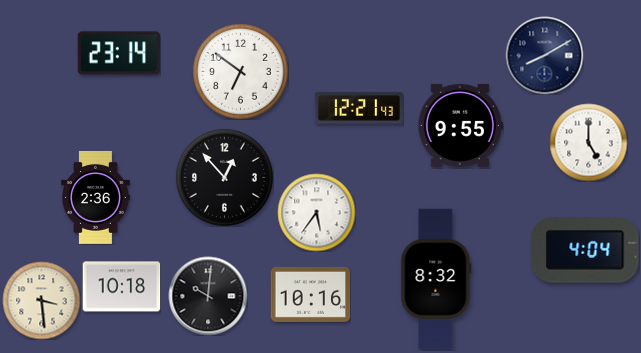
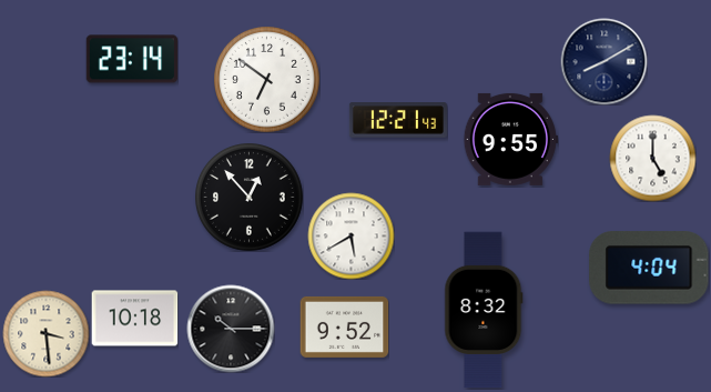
clock at (96, 197): 2:36 -> none
clock at (316, 212): 5:36 -> 5:40
clock at (585, 250) position: (585, 250) -> (649, 268)
clock at (310, 294): 10:16 -> 9:52
clock at (208, 296): 10:01 -> 10:15
